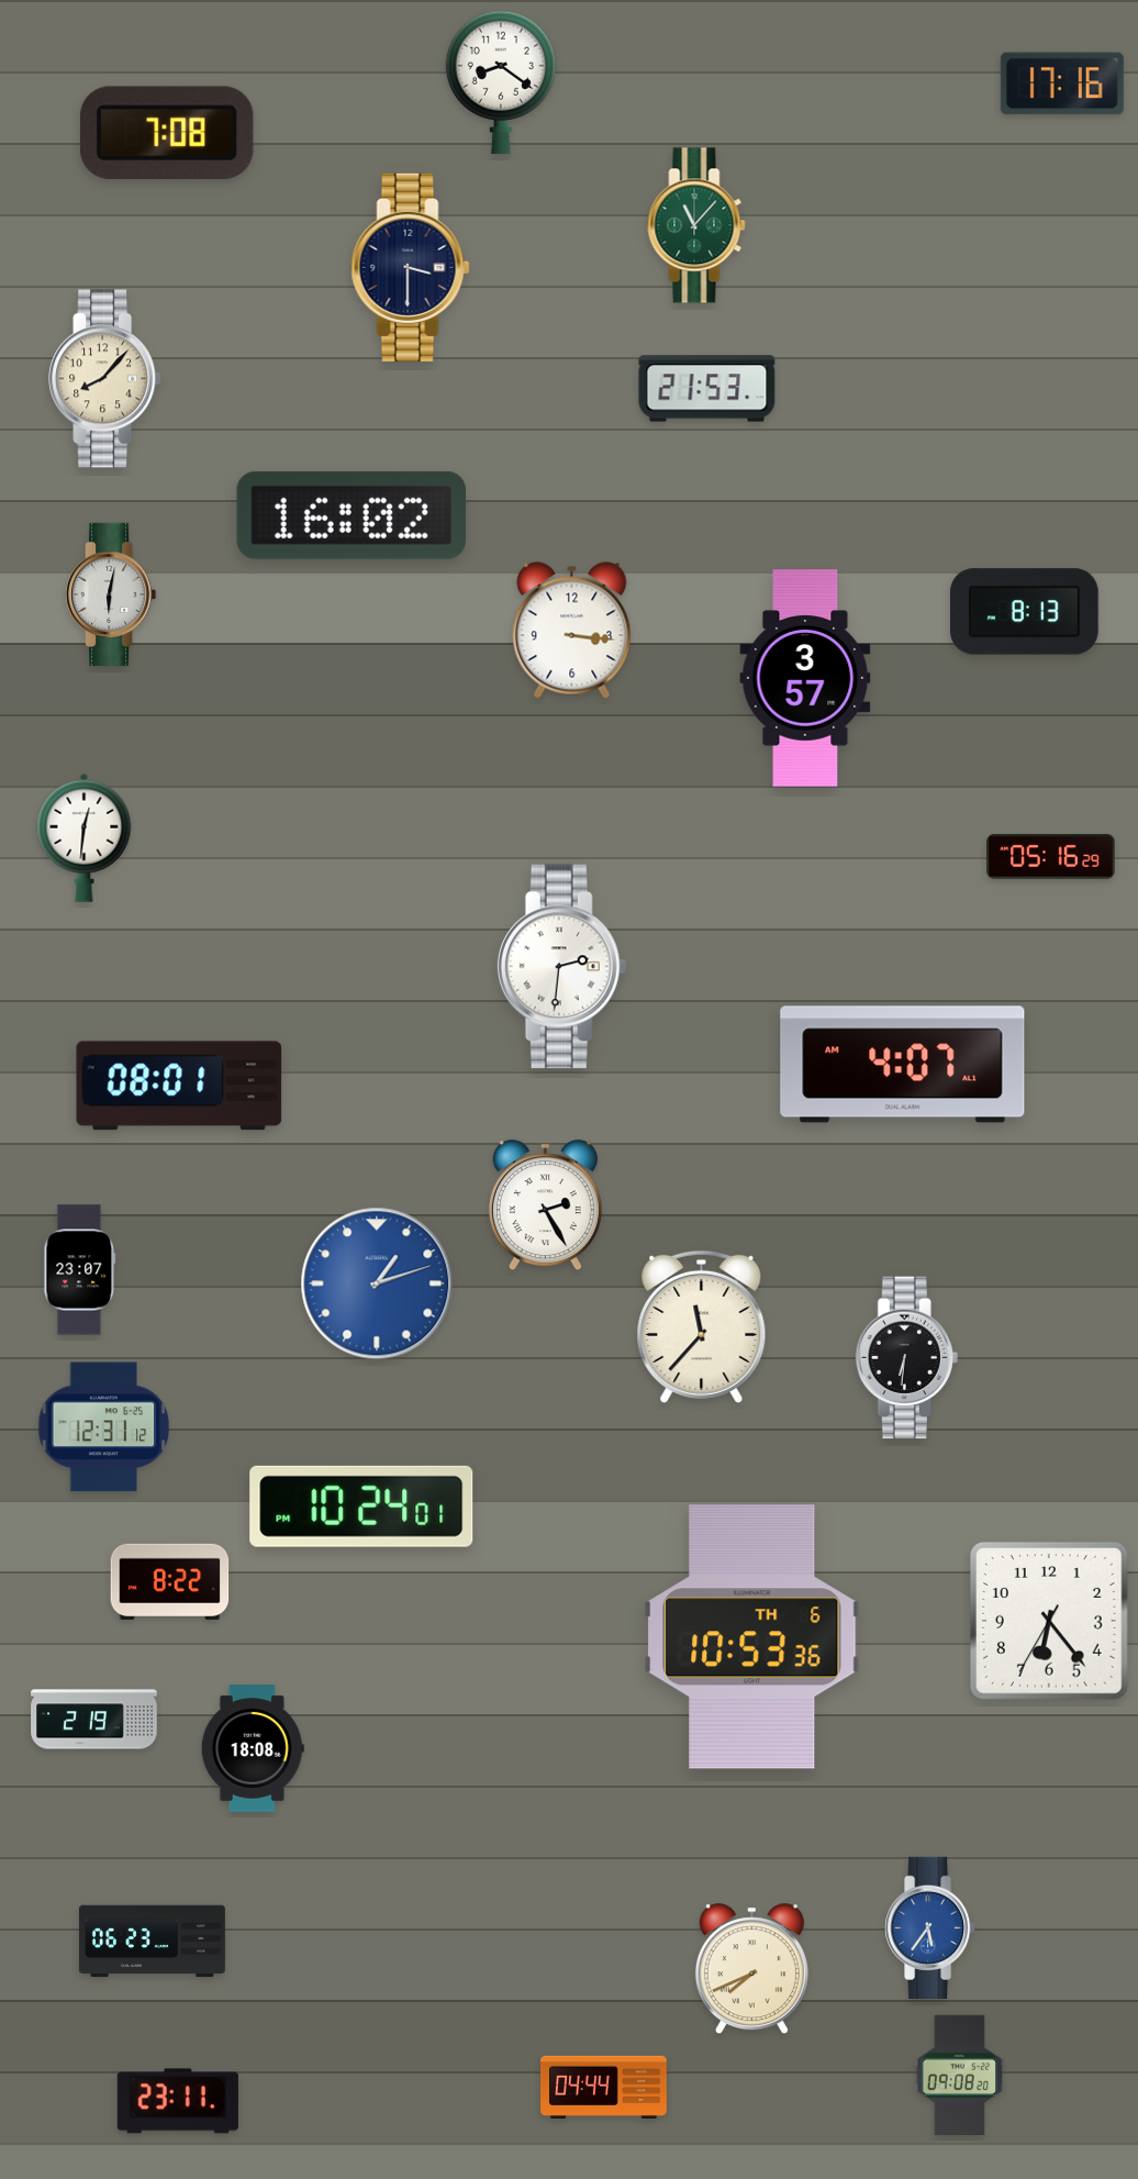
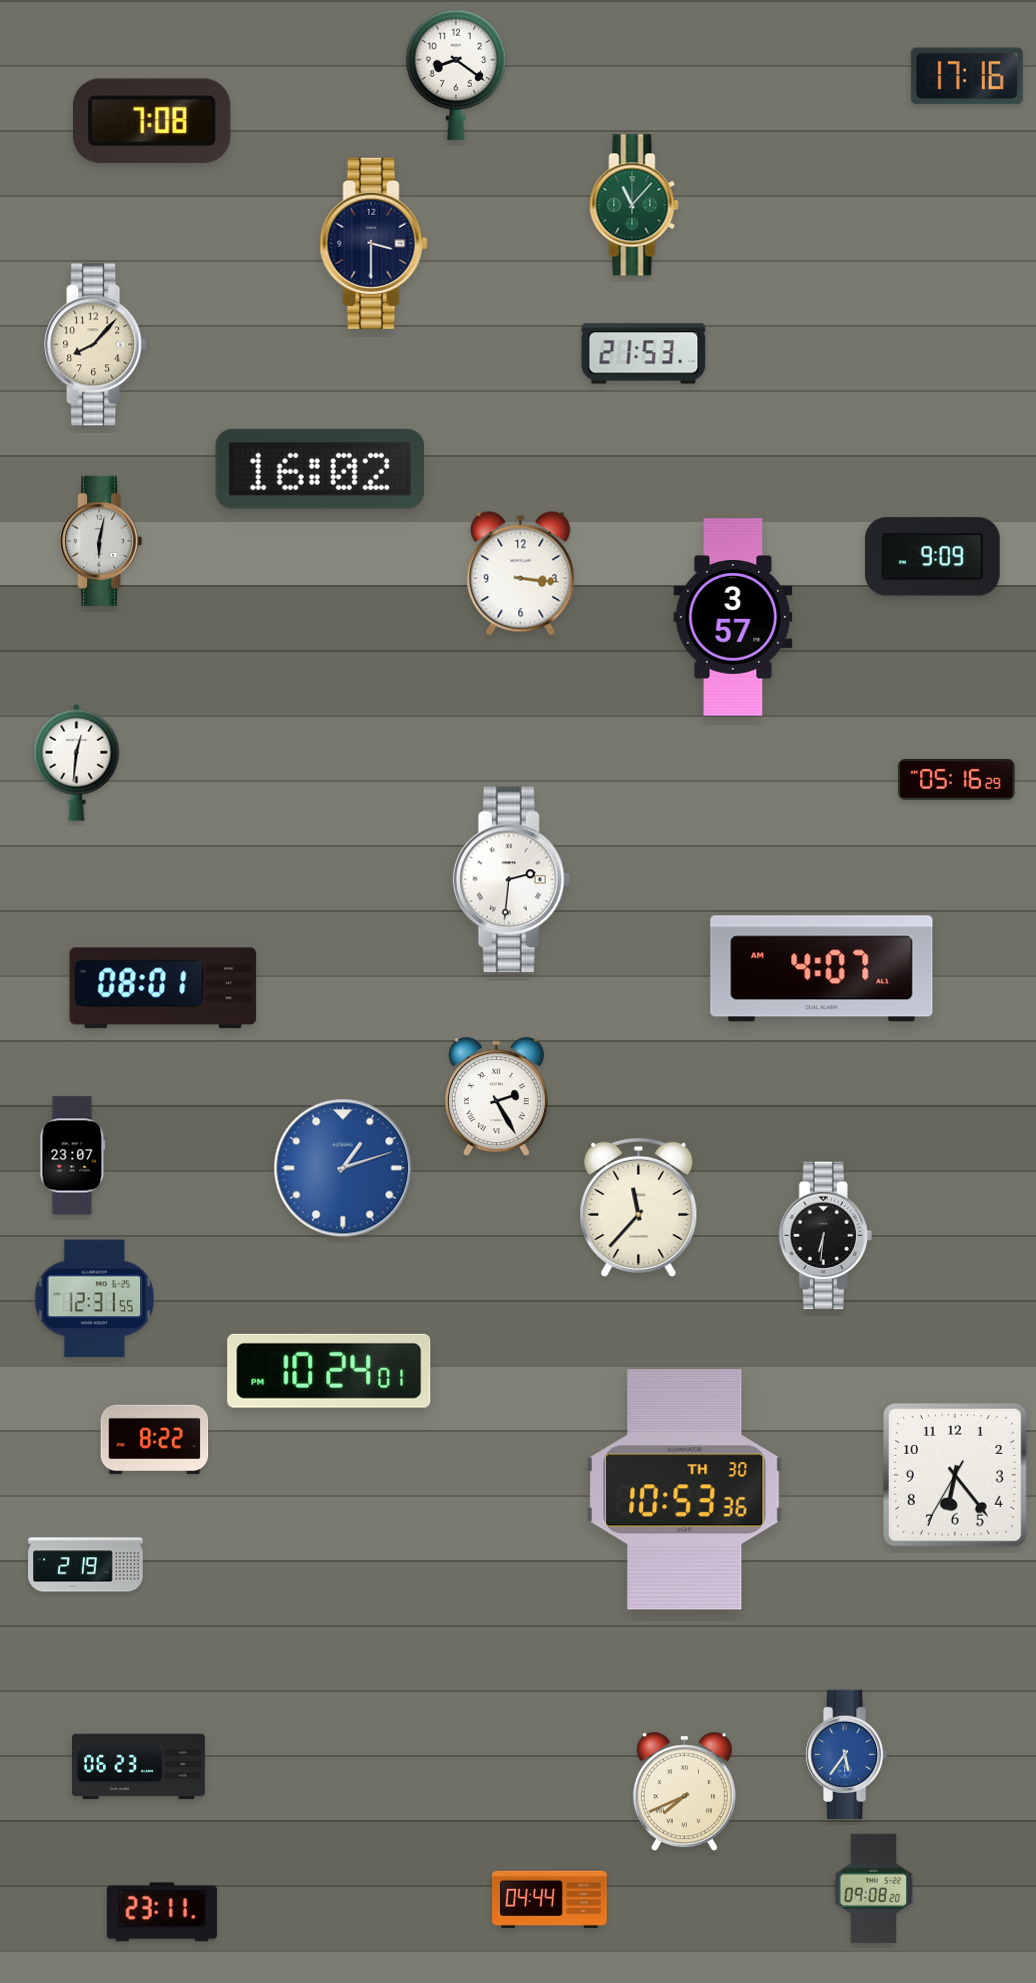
clock at (1024, 612): 8:13 -> 9:09
clock at (104, 1427): 12:31:12 -> 12:31:55
clock at (752, 1637) date: TH 6 -> TH 30
clock at (253, 1748): 18:08 -> none
